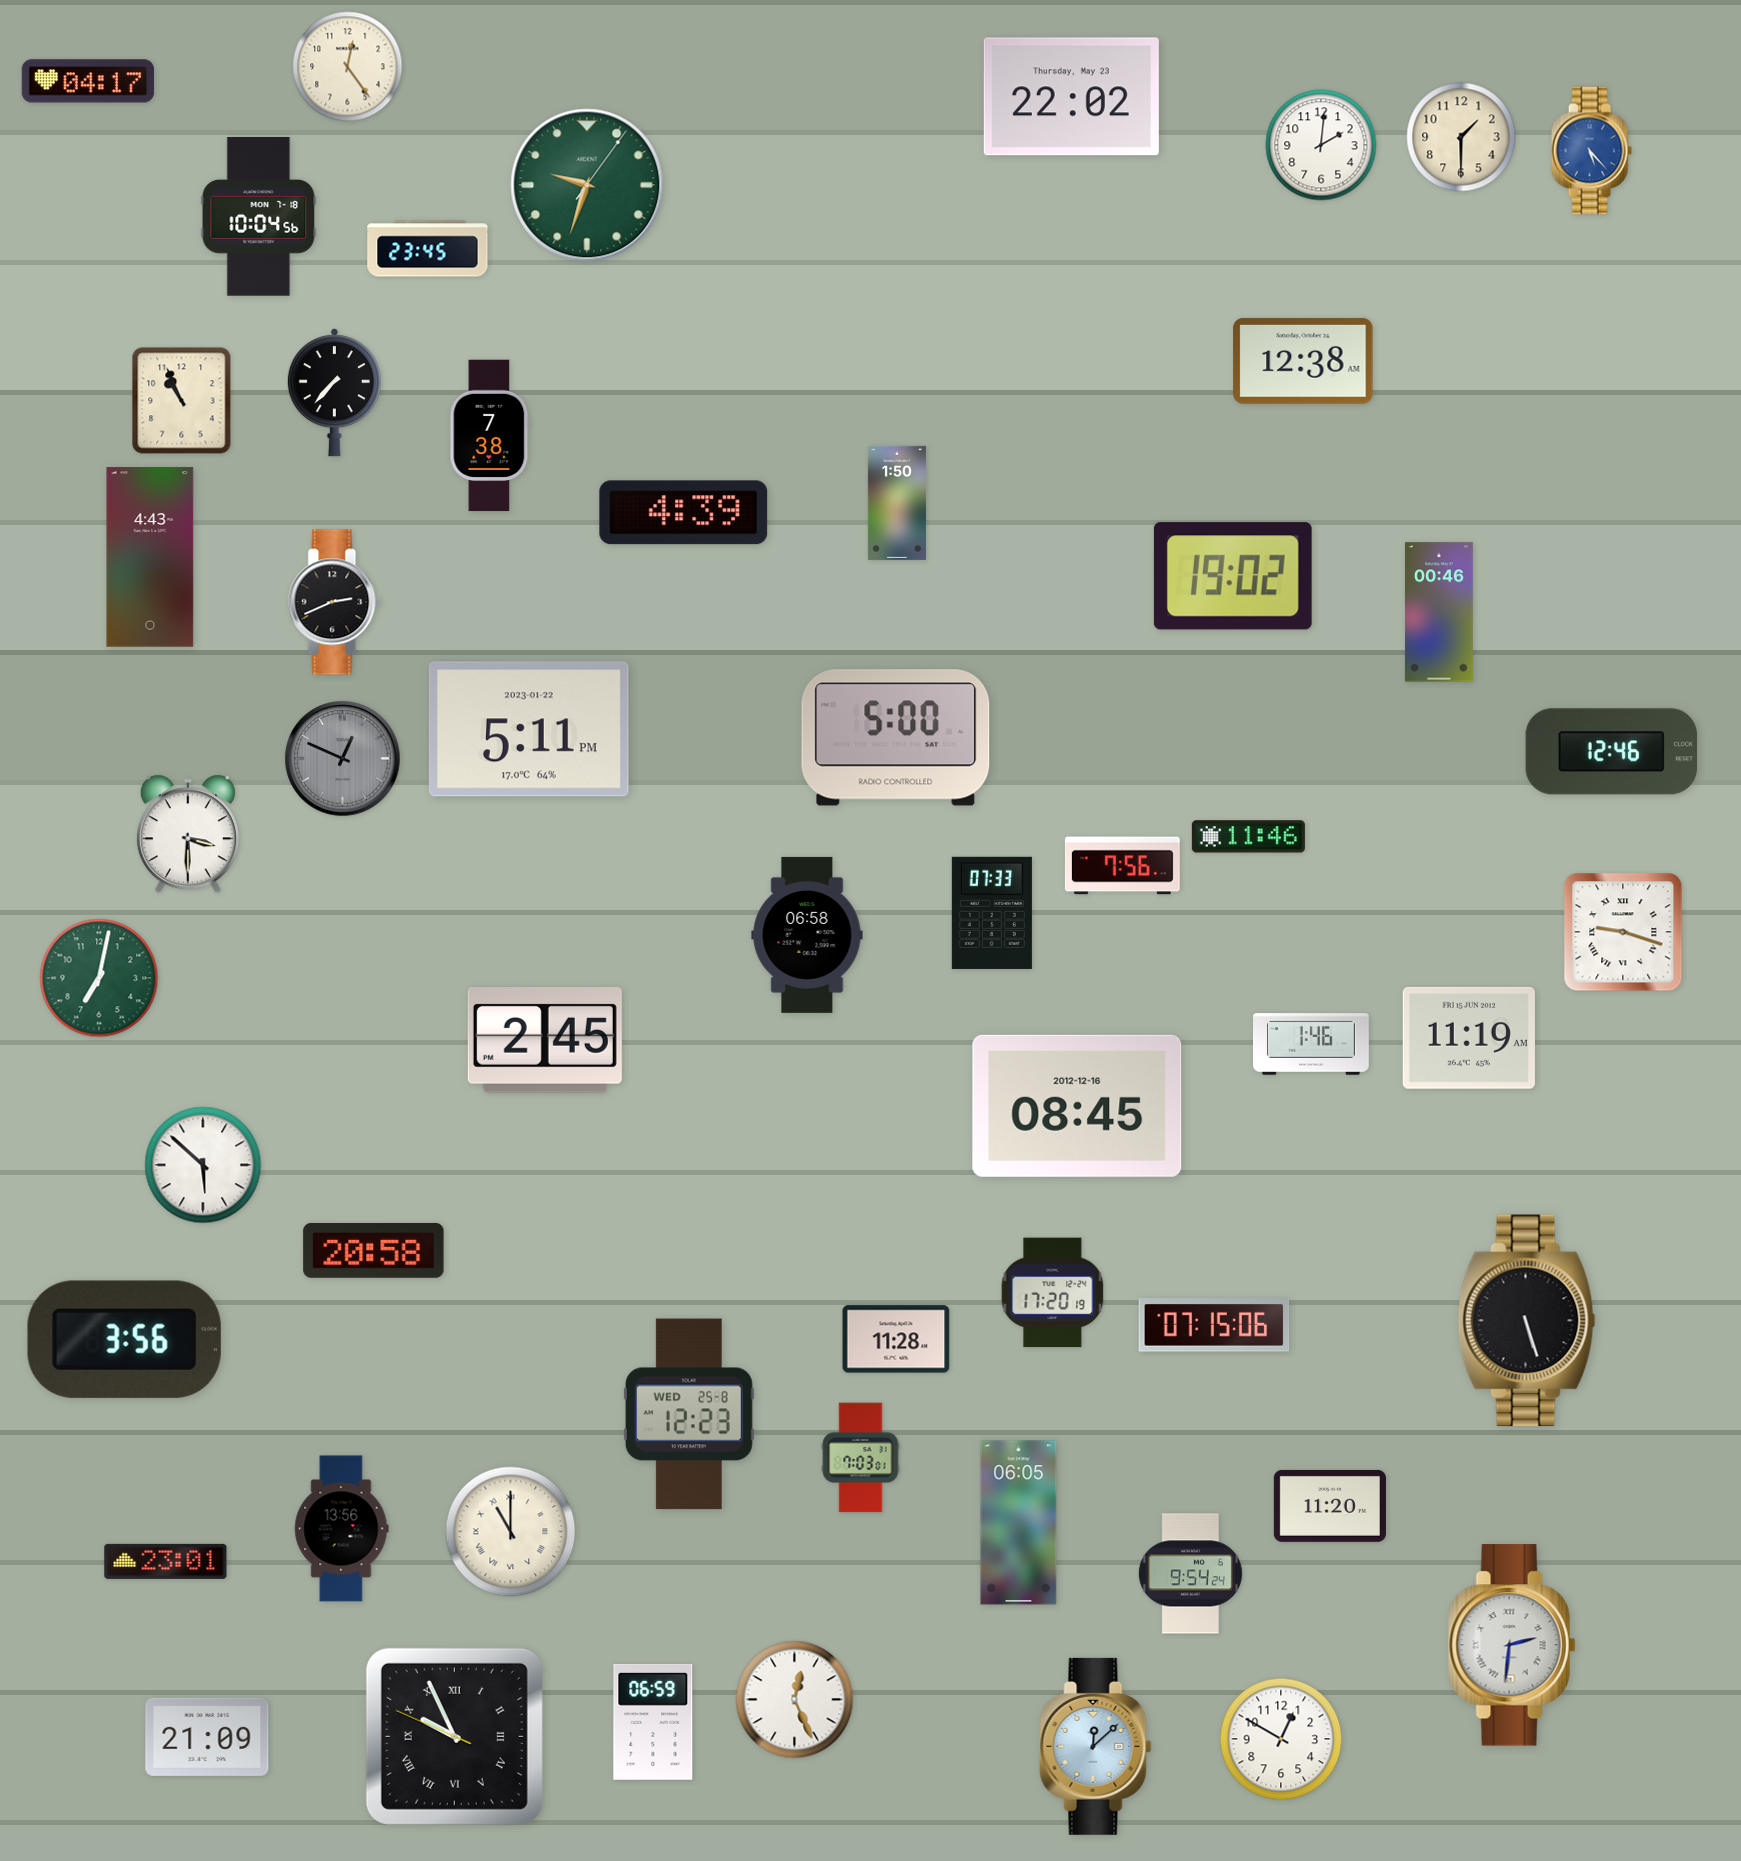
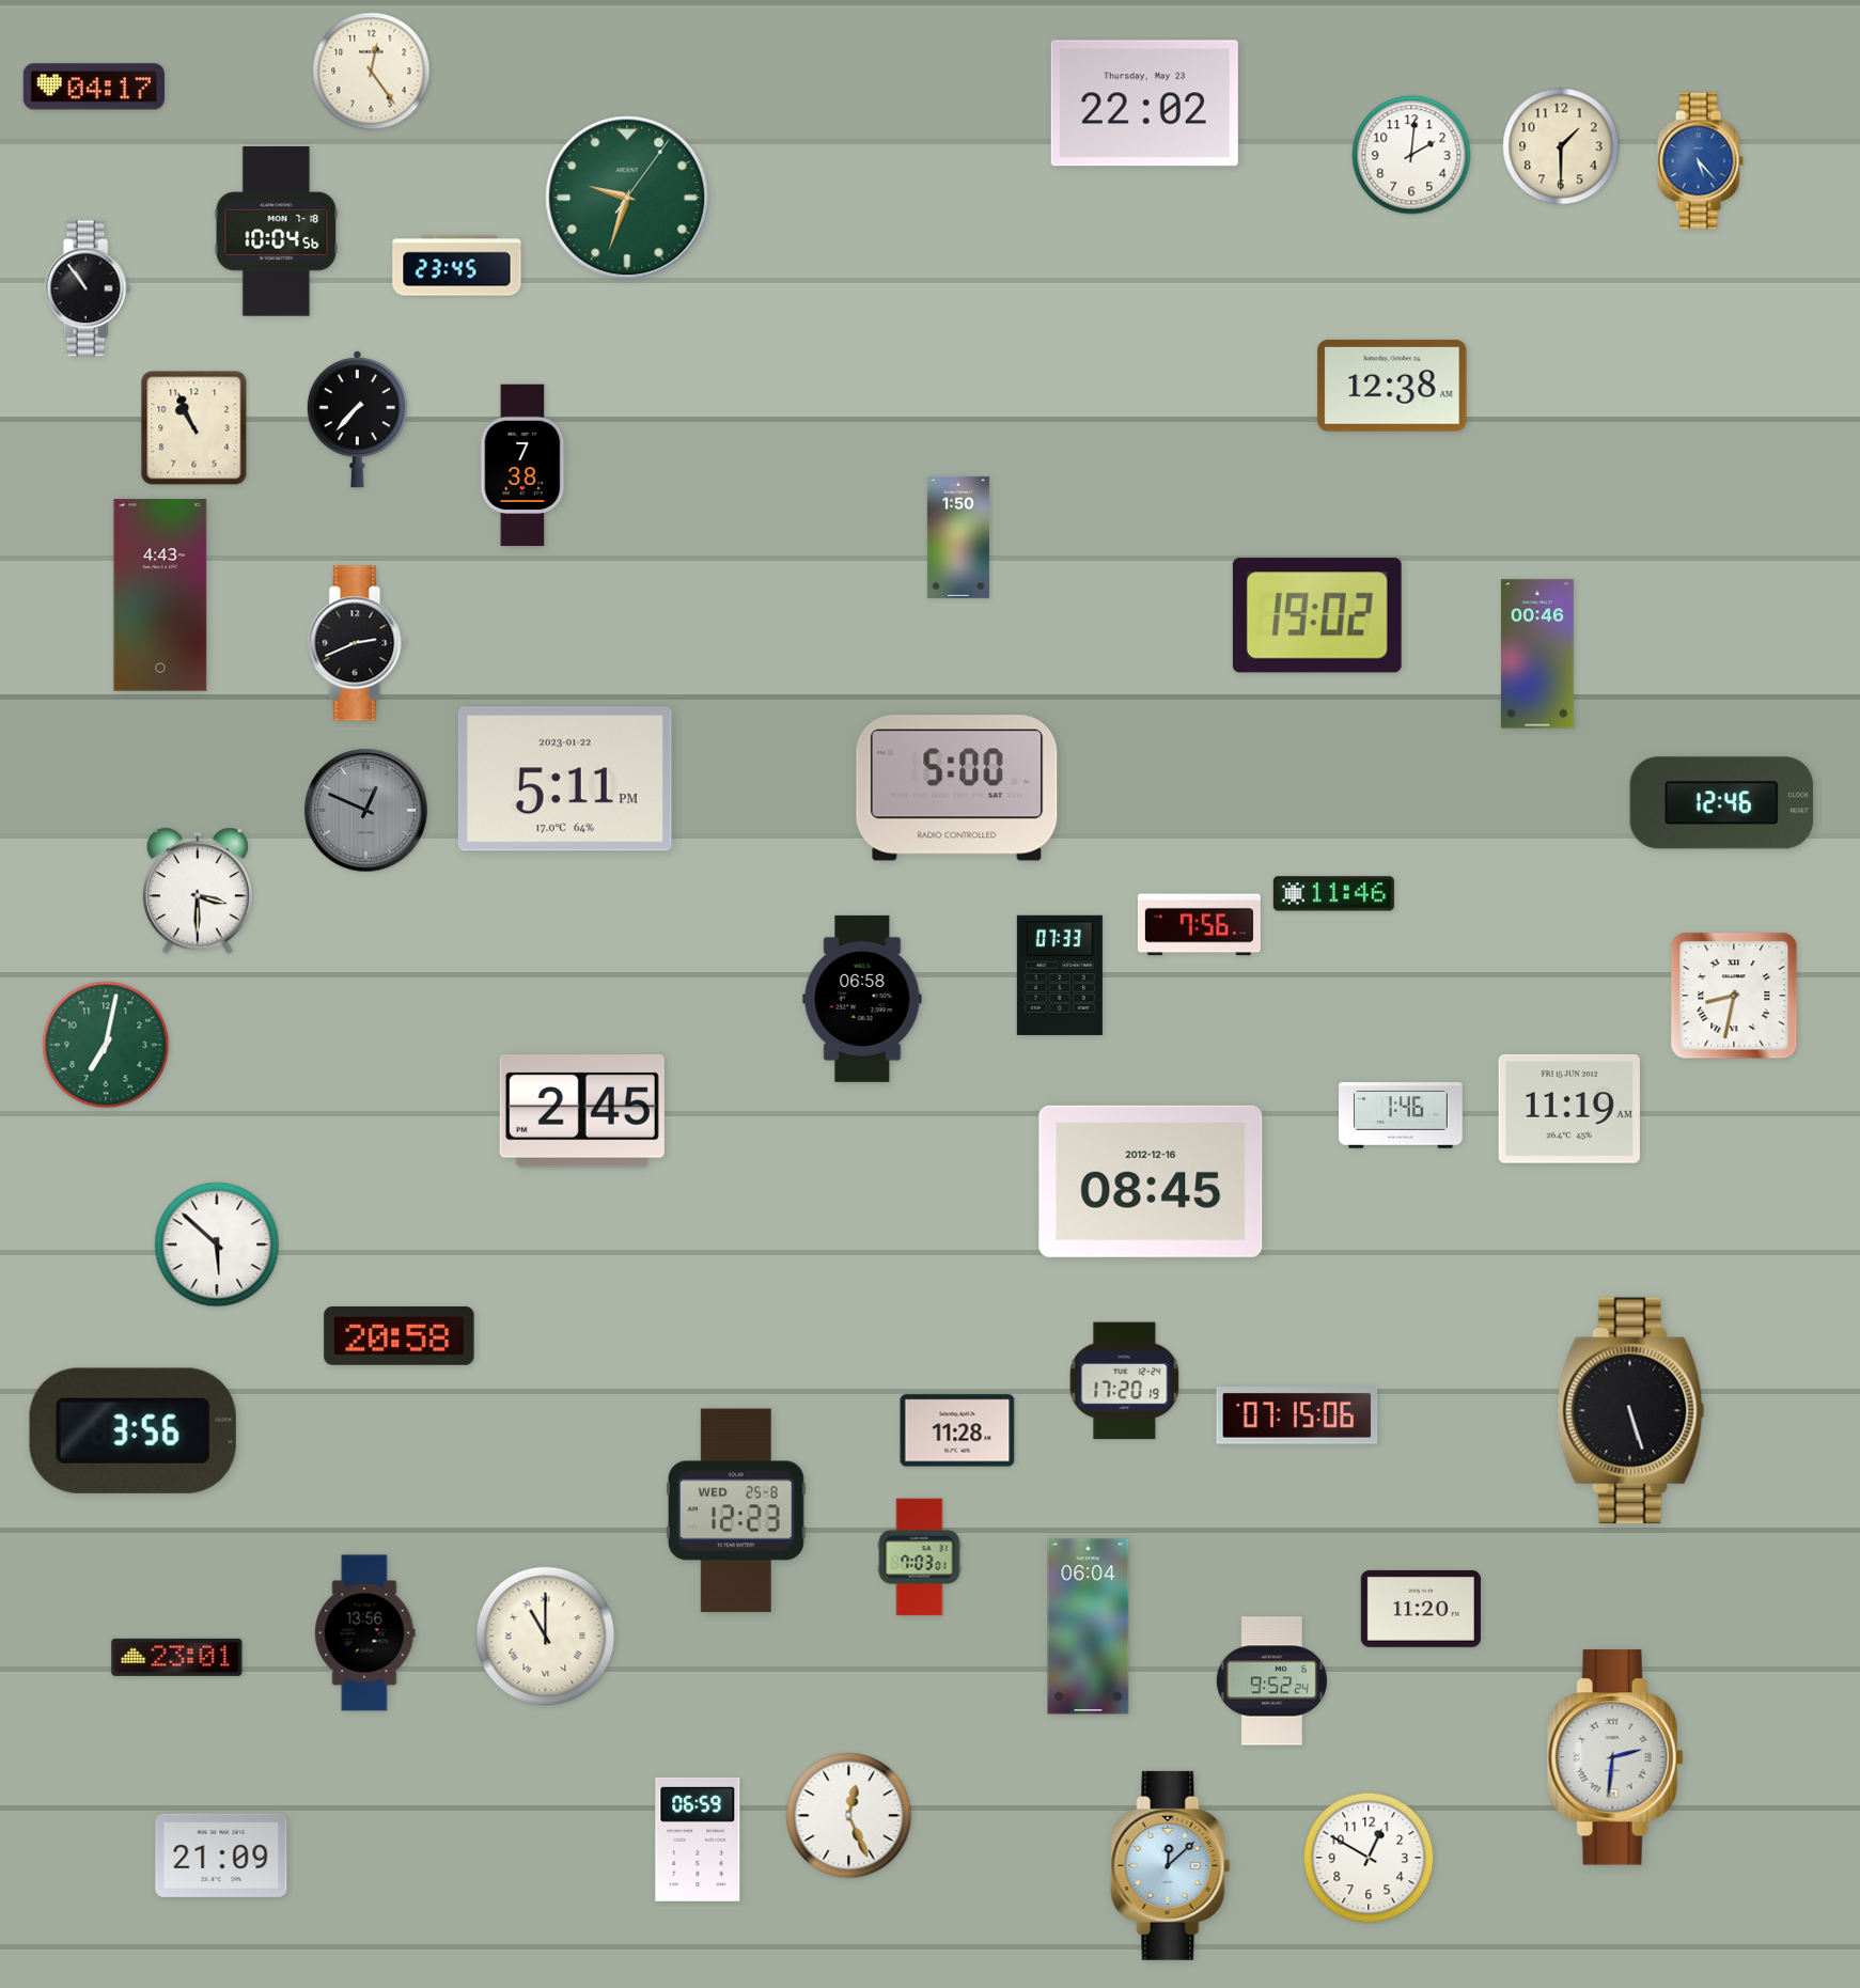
clock at (88, 288): none -> 10:54
clock at (684, 513): 4:39 -> none
clock at (188, 834) position: (188, 834) -> (198, 891)
clock at (1623, 932): 9:18 -> 8:32
clock at (1019, 1523): 06:05 -> 06:04
clock at (166, 1561) position: (166, 1561) -> (177, 1657)
clock at (1190, 1574): 9:54 -> 9:52
clock at (454, 1736): 9:55 -> none
